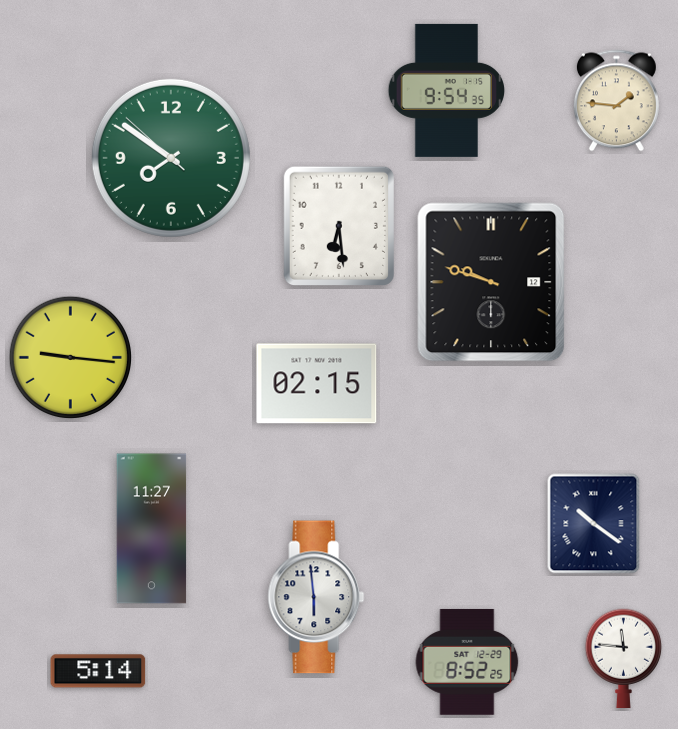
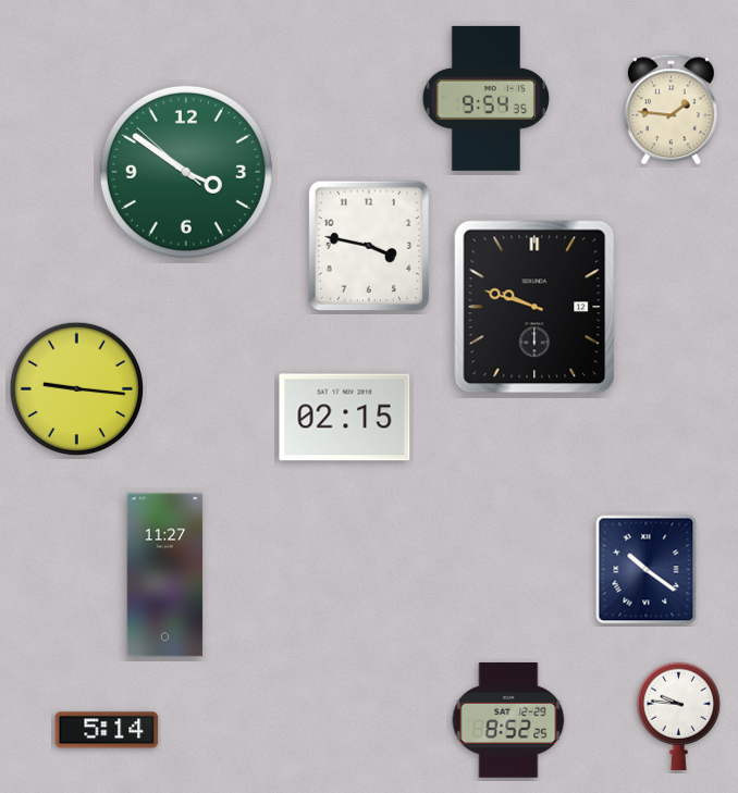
clock at (171, 158): 7:50 -> 3:50
clock at (338, 225): 6:29 -> 3:47
clock at (316, 597): 5:59 -> none
clock at (624, 659): 11:46 -> 9:46
